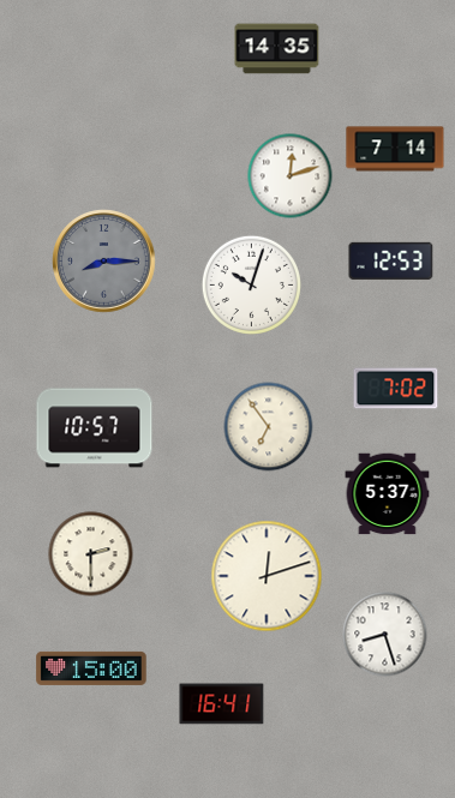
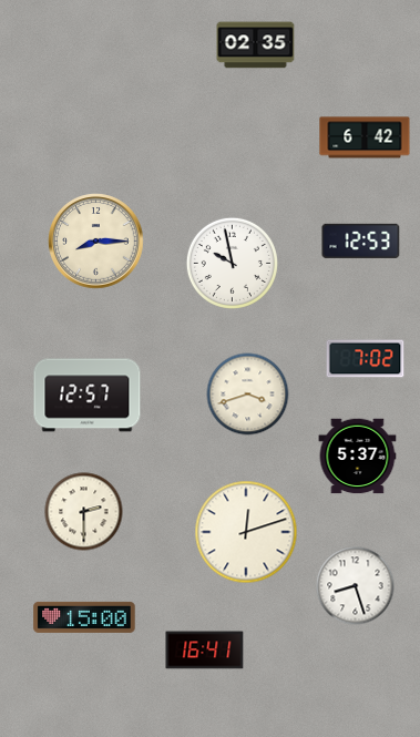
clock at (277, 49): 14:35 -> 02:35
clock at (395, 149): 7:14 -> 6:42
clock at (291, 176): 12:12 -> none
clock at (104, 262) dial: grey -> cream
clock at (251, 284): 10:03 -> 9:58
clock at (269, 427): 6:54 -> 3:42
clock at (95, 428): 10:57 -> 12:57
